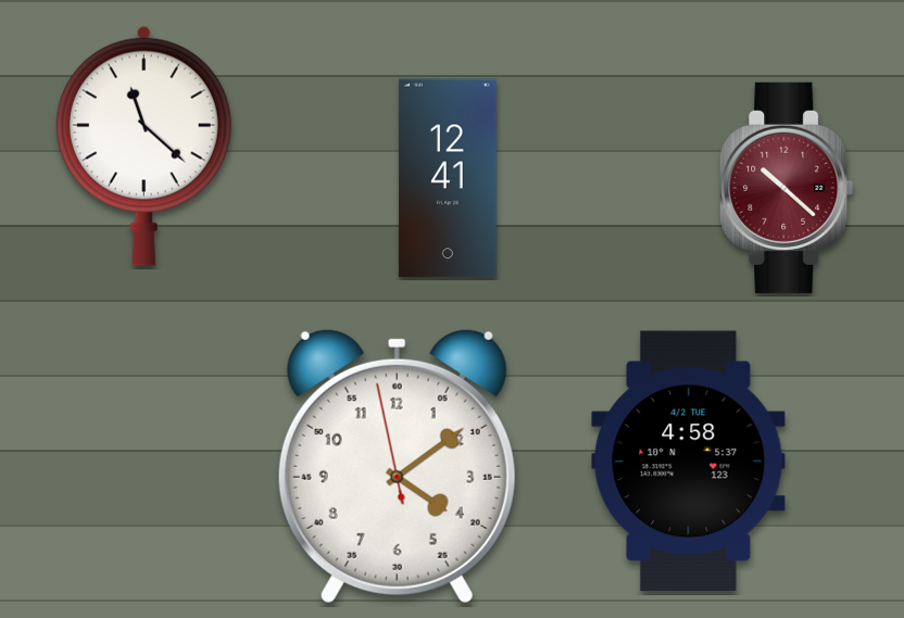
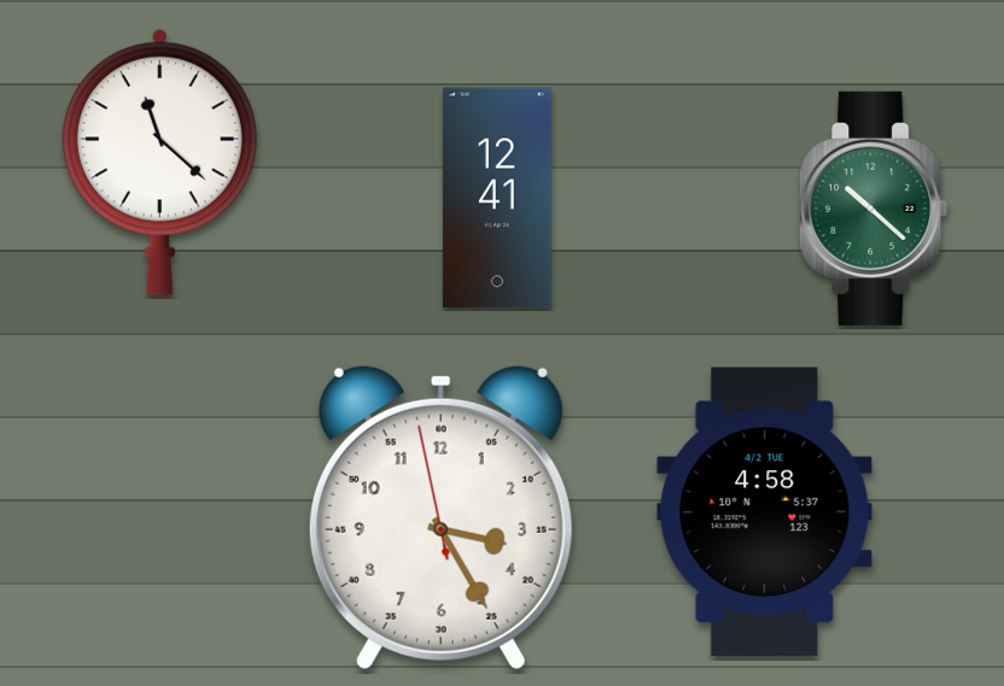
clock at (787, 188) dial: burgundy -> green
clock at (397, 466): 4:08 -> 3:24
